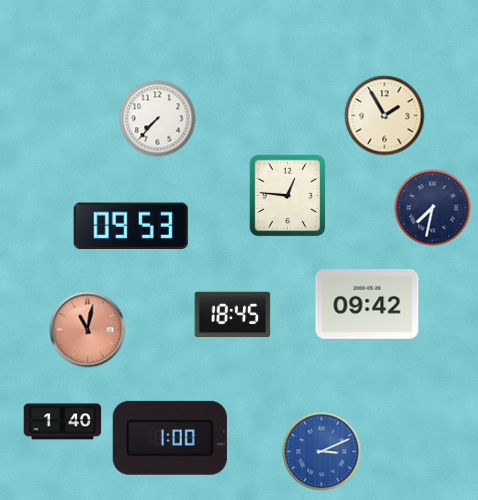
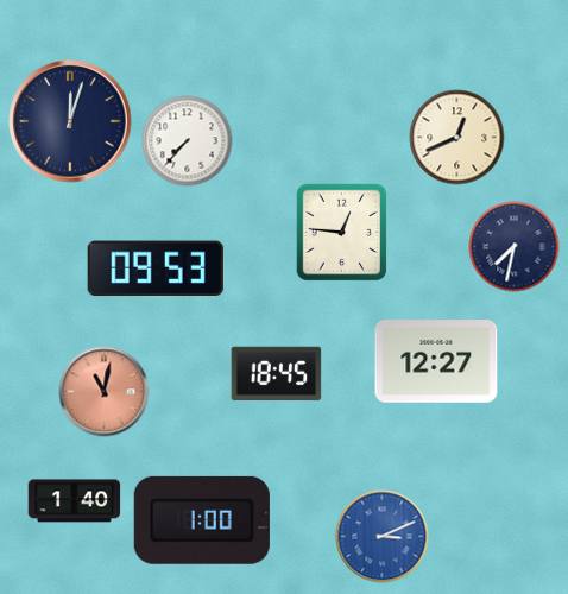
clock at (70, 121): none -> 12:03
clock at (385, 116): 1:55 -> 12:41
clock at (367, 305): 09:42 -> 12:27
